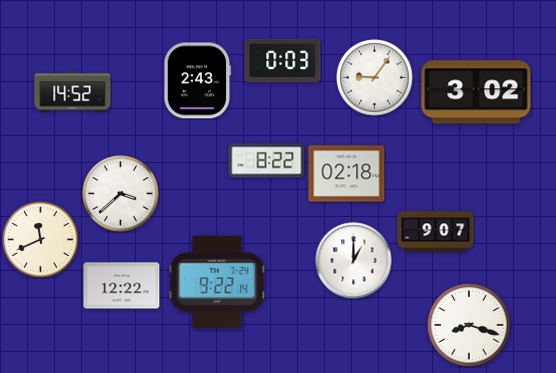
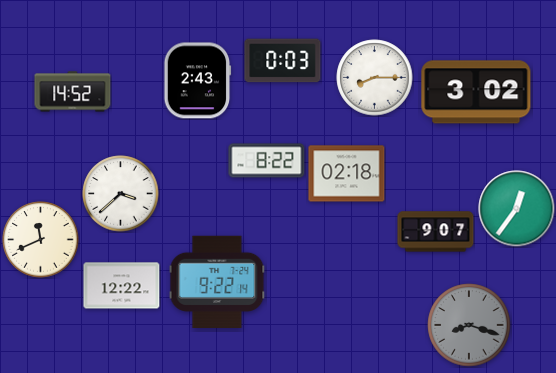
clock at (375, 78): 9:06 -> 8:15
clock at (517, 209): none -> 12:36
clock at (354, 261): 1:00 -> none
clock at (469, 325) dial: white -> grey
